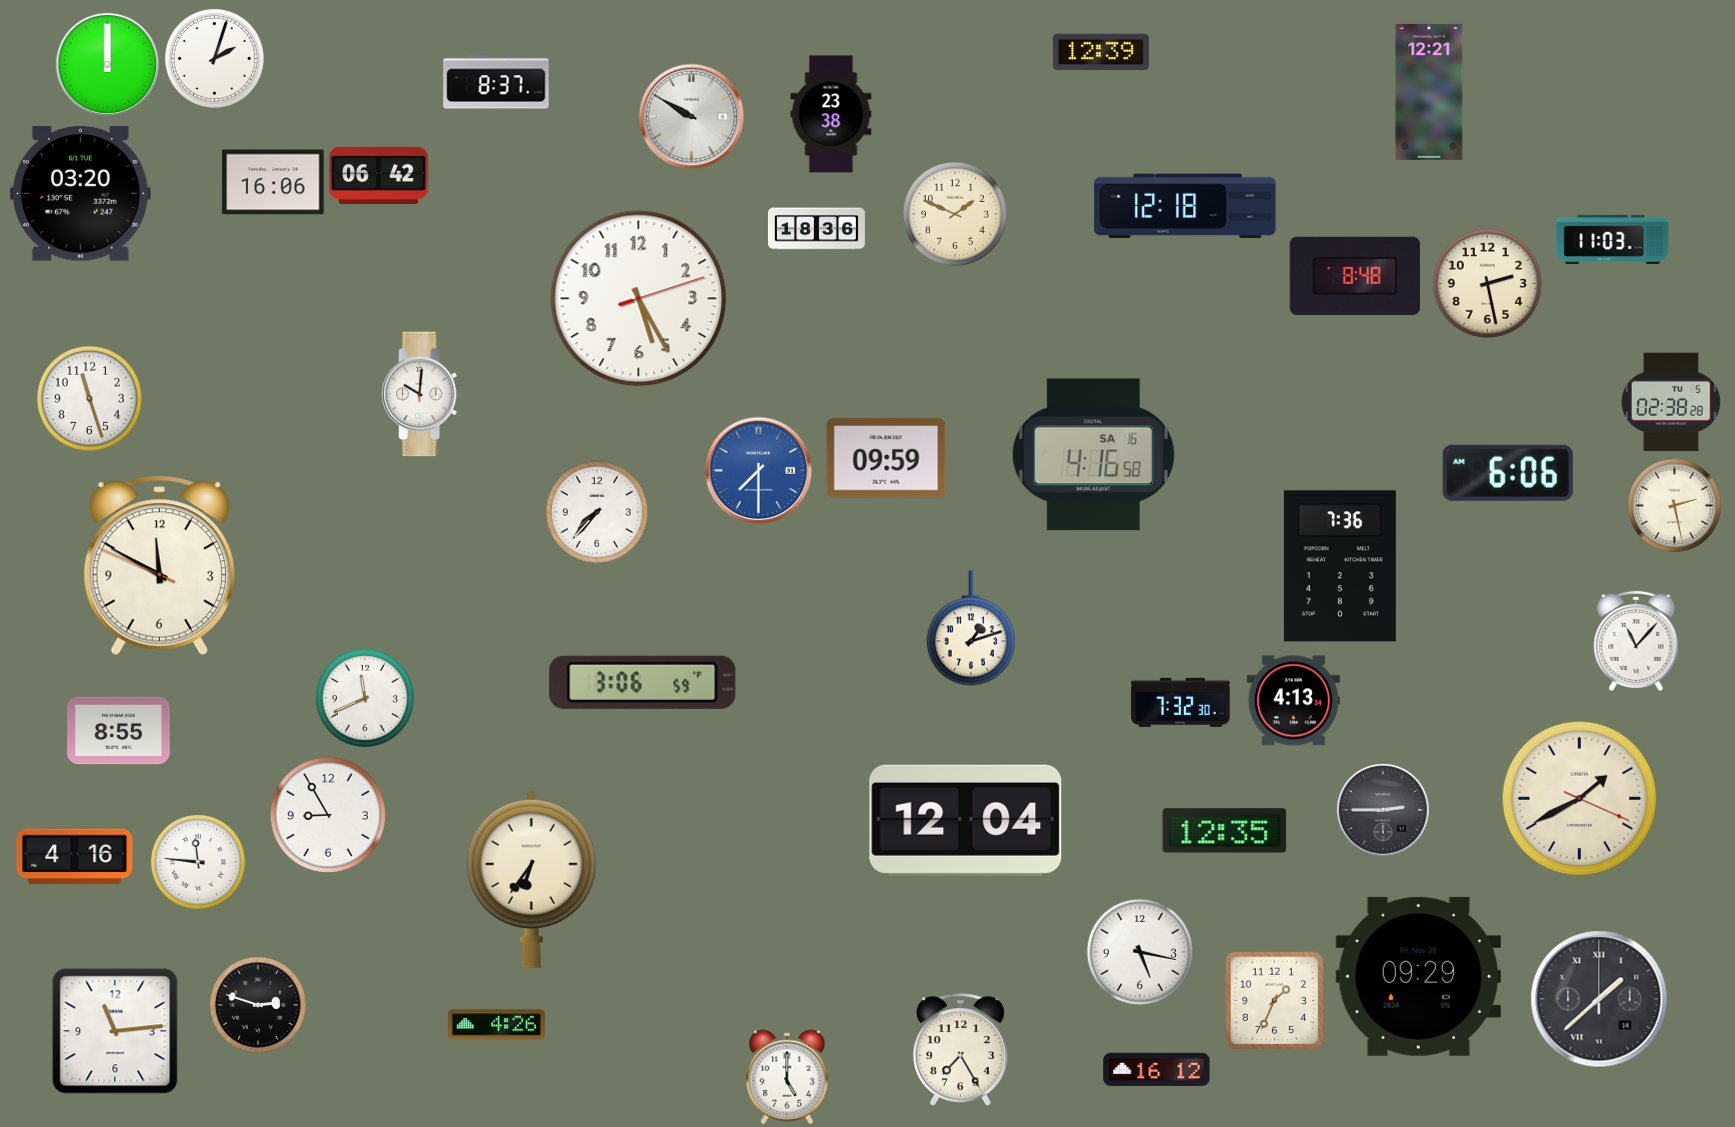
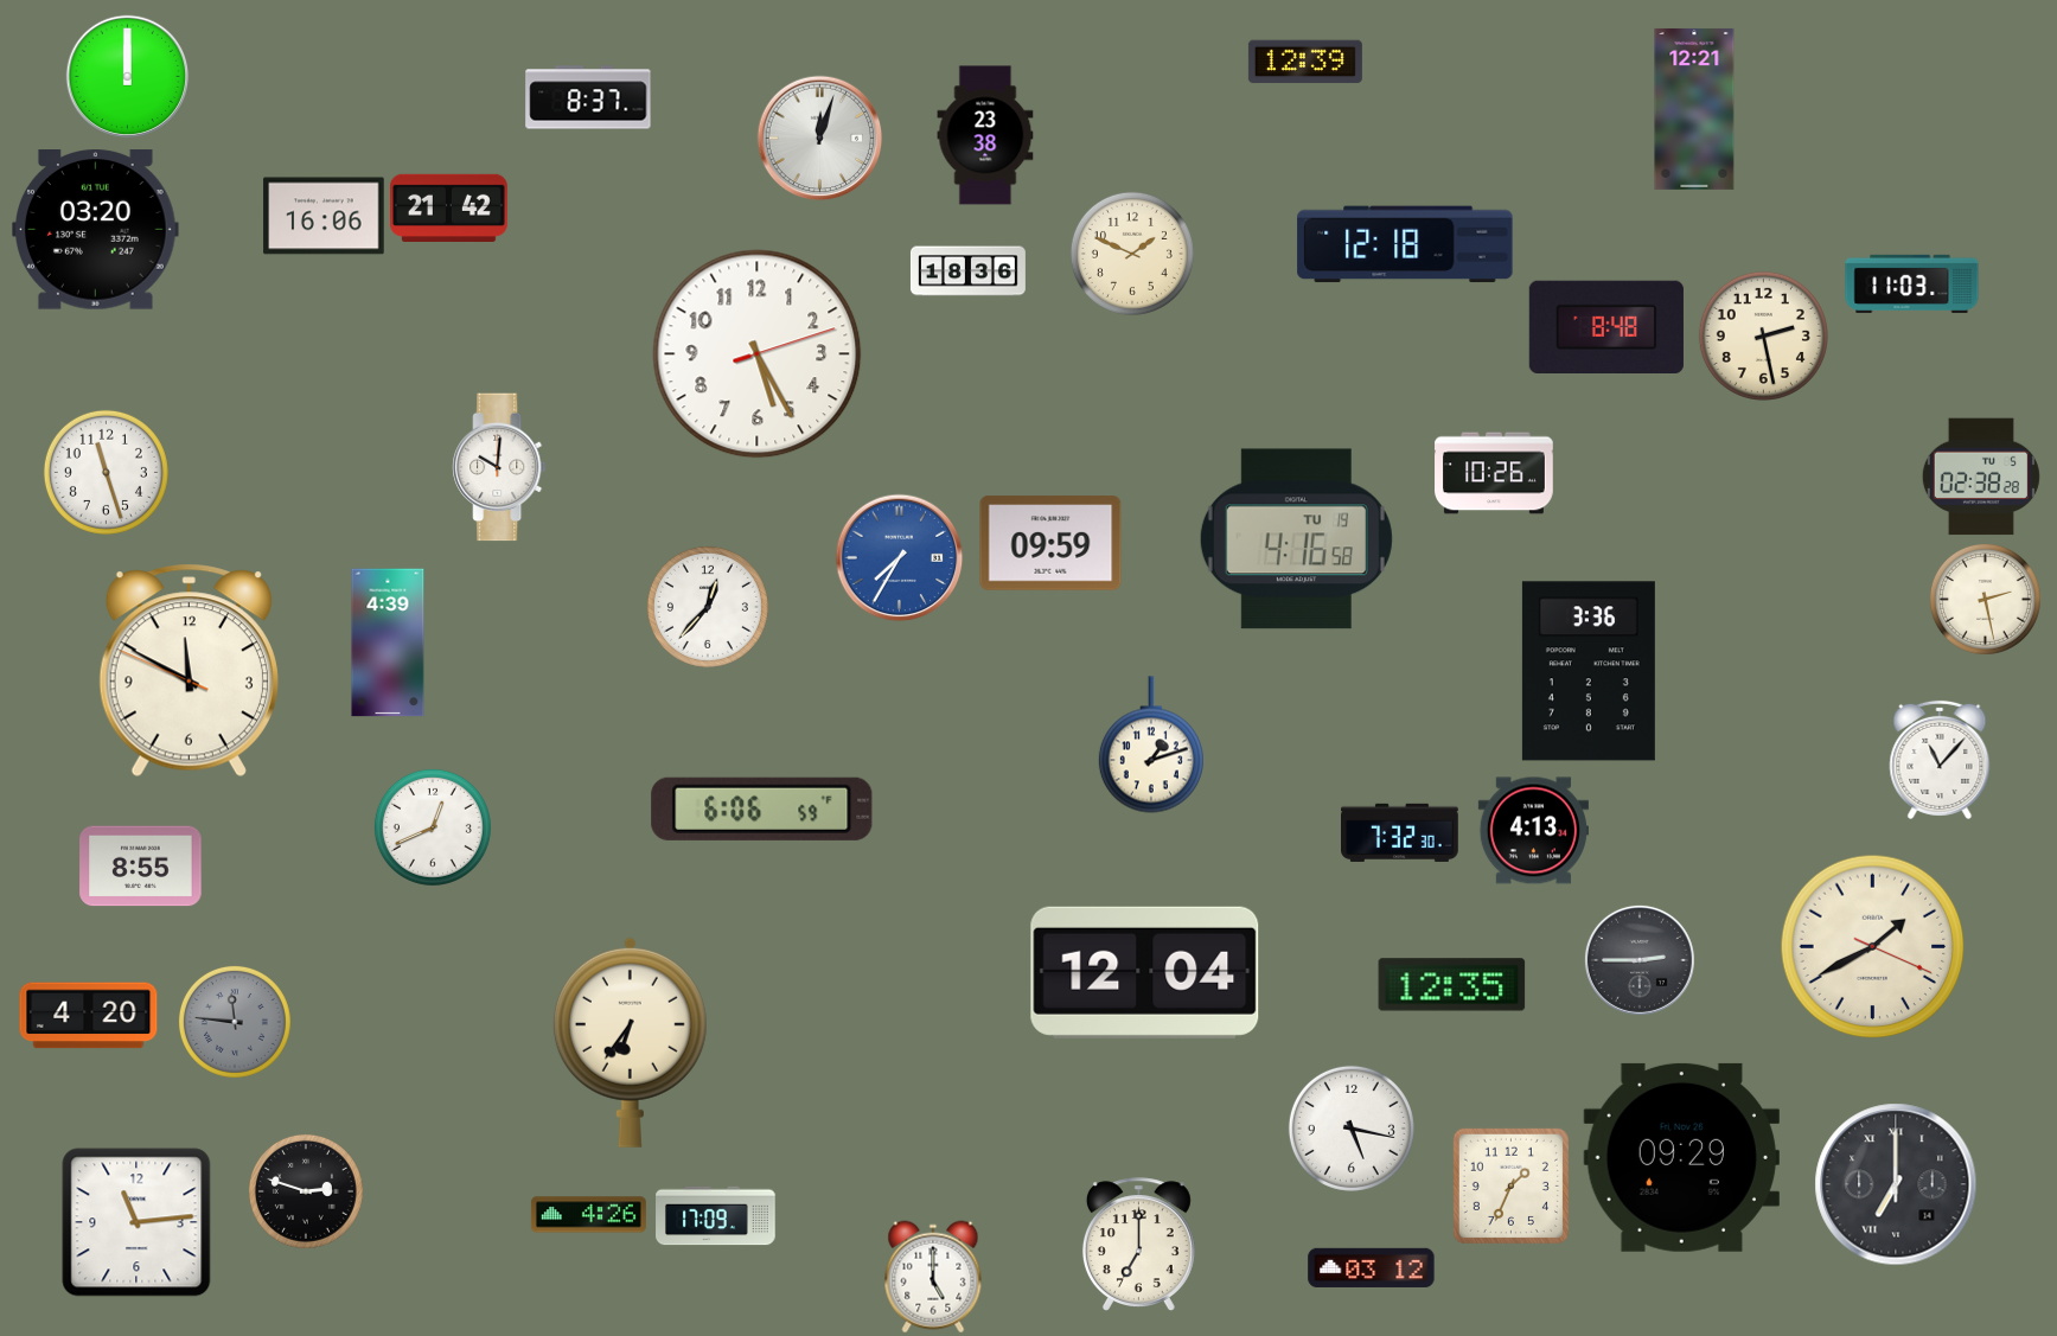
clock at (214, 58): 2:03 -> none
clock at (692, 117): 9:50 -> 12:03
clock at (379, 175): 06:42 -> 21:42
clock at (1494, 473): none -> 10:26
clock at (1093, 455) date: SA 16 -> TU 19
clock at (759, 471): 7:30 -> 7:35
clock at (1508, 473): 6:06 -> none
clock at (597, 512): 7:37 -> 12:37
clock at (388, 643): none -> 4:39
clock at (1340, 566): 7:36 -> 3:36
clock at (643, 682): 3:06 -> 6:06
clock at (365, 698): 11:41 -> 12:41
clock at (328, 815): 8:55 -> none
clock at (75, 857): 4:16 -> 4:20
clock at (198, 862) dial: white -> grey
clock at (1599, 999): 1:38 -> 7:00
clock at (716, 1216): none -> 17:09
clock at (960, 1050): 7:25 -> 7:00
clock at (1157, 1069): 16:12 -> 03:12
